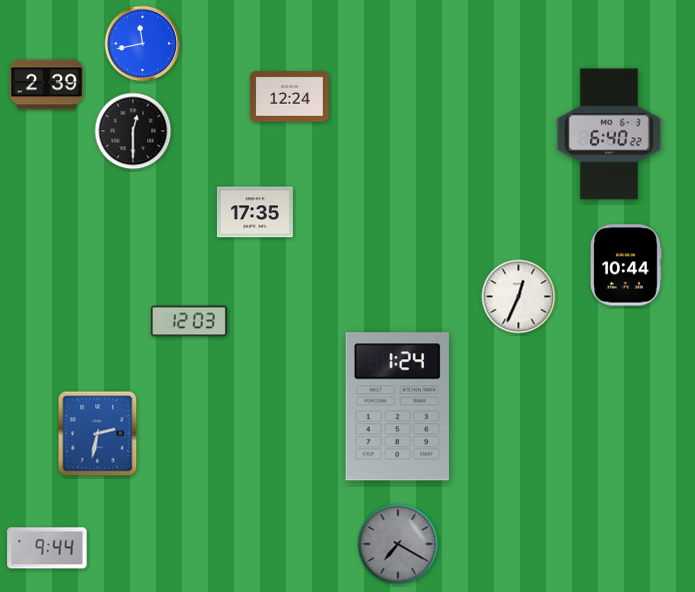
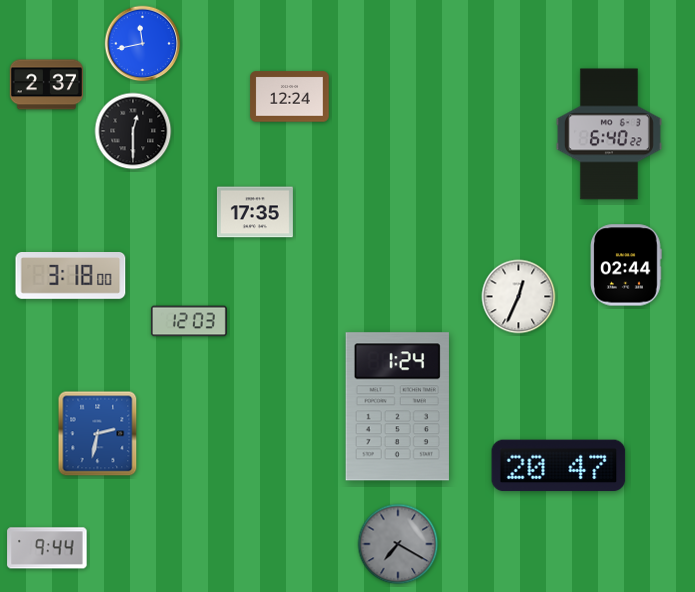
clock at (46, 85): 2:39 -> 2:37
clock at (626, 265): 10:44 -> 02:44
clock at (71, 276): none -> 3:18
clock at (559, 466): none -> 20:47
